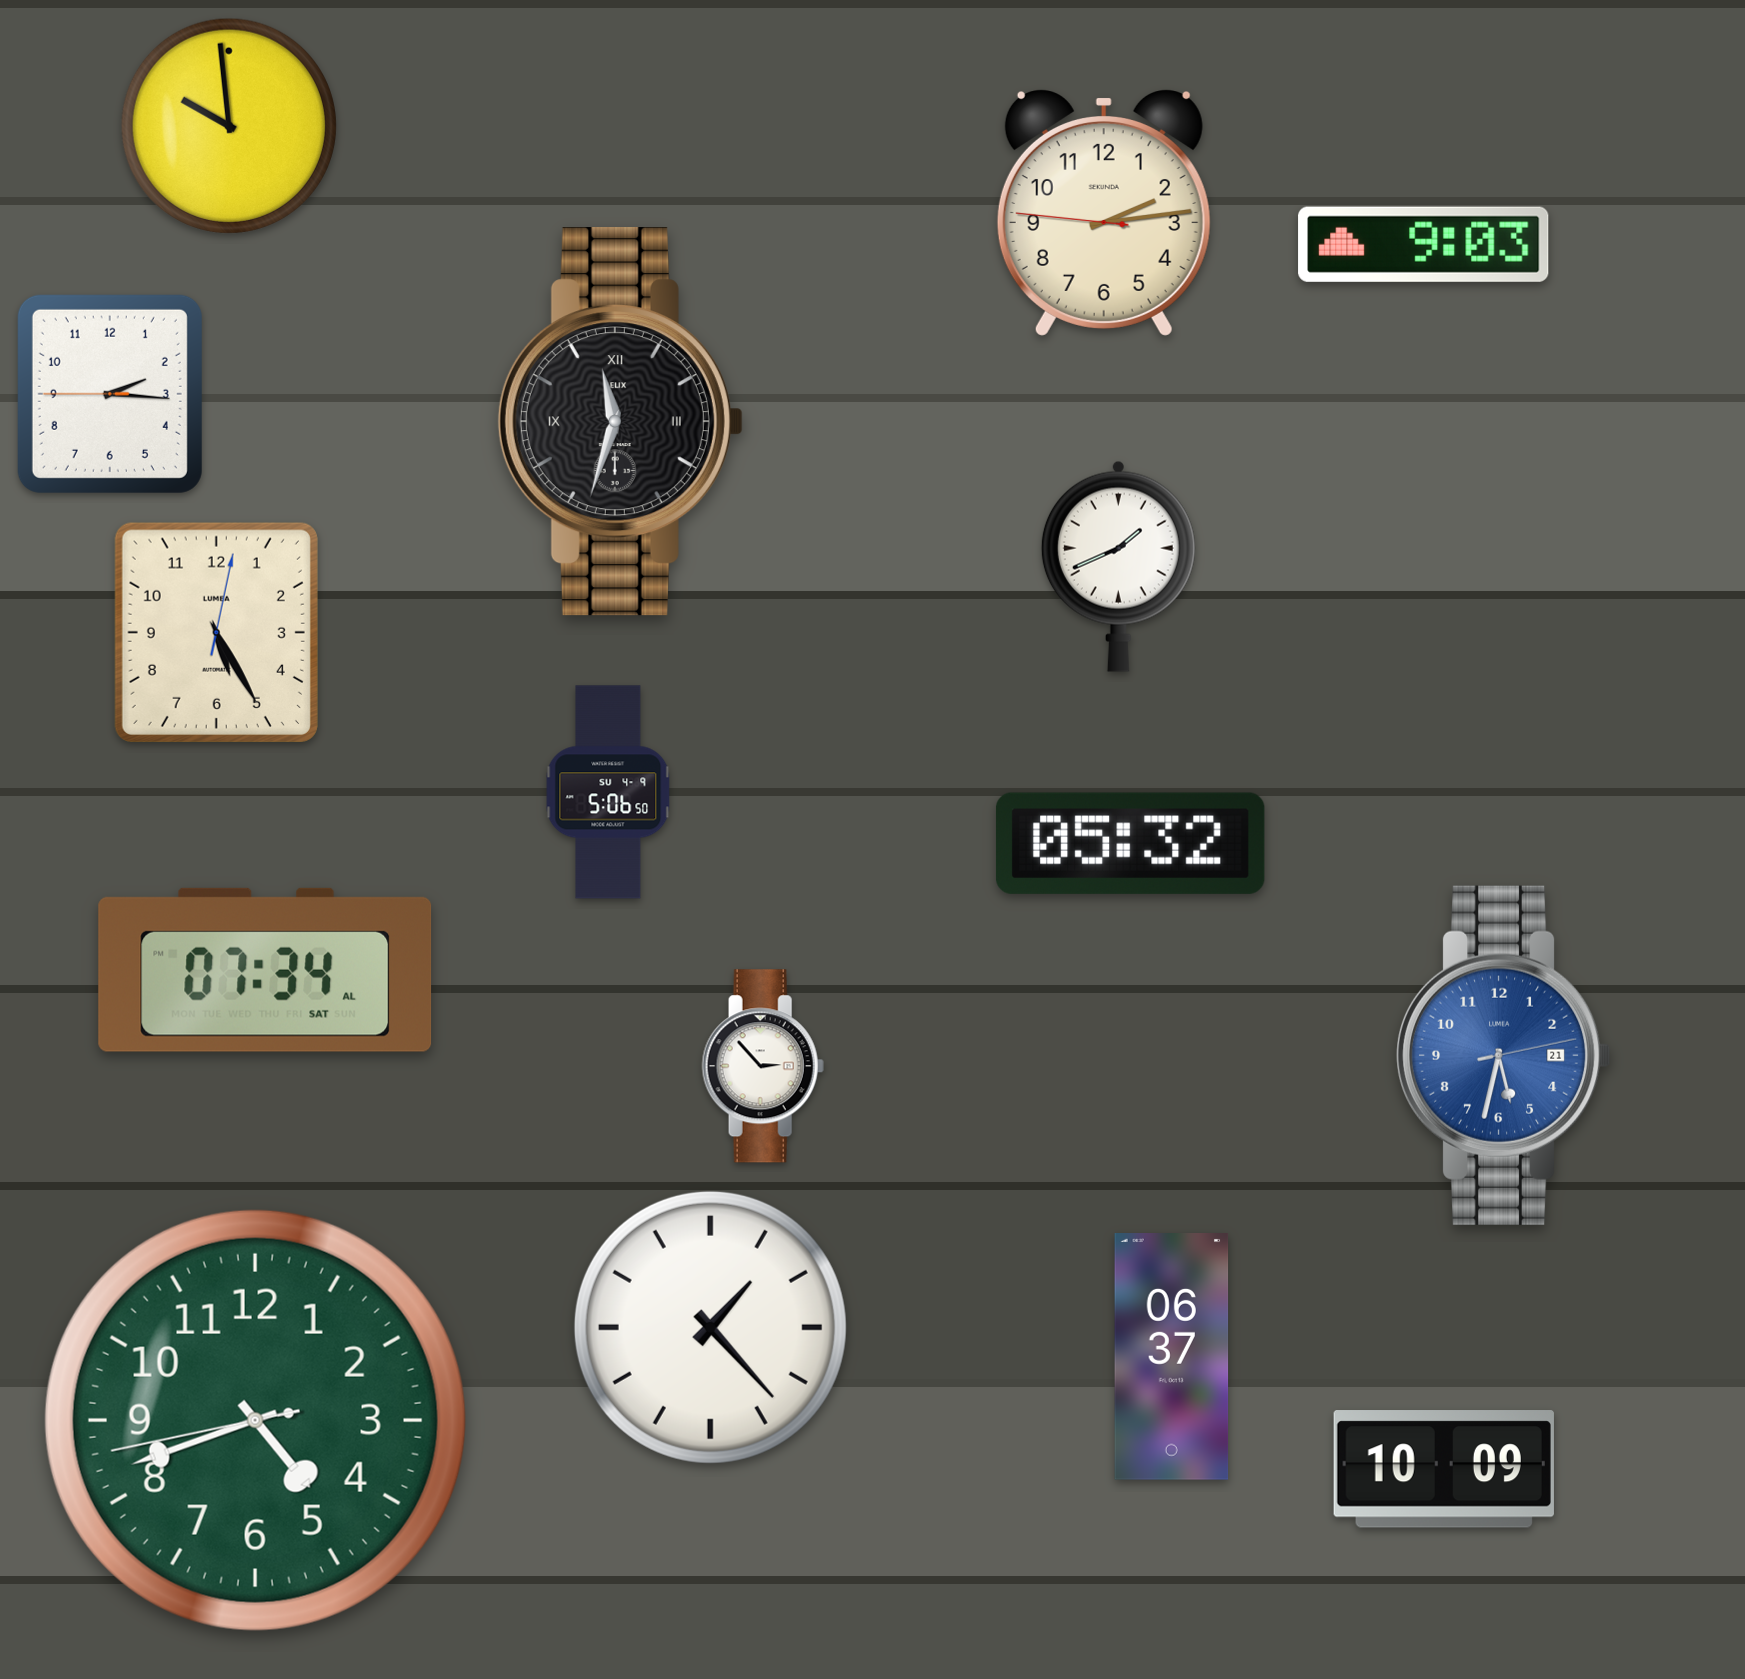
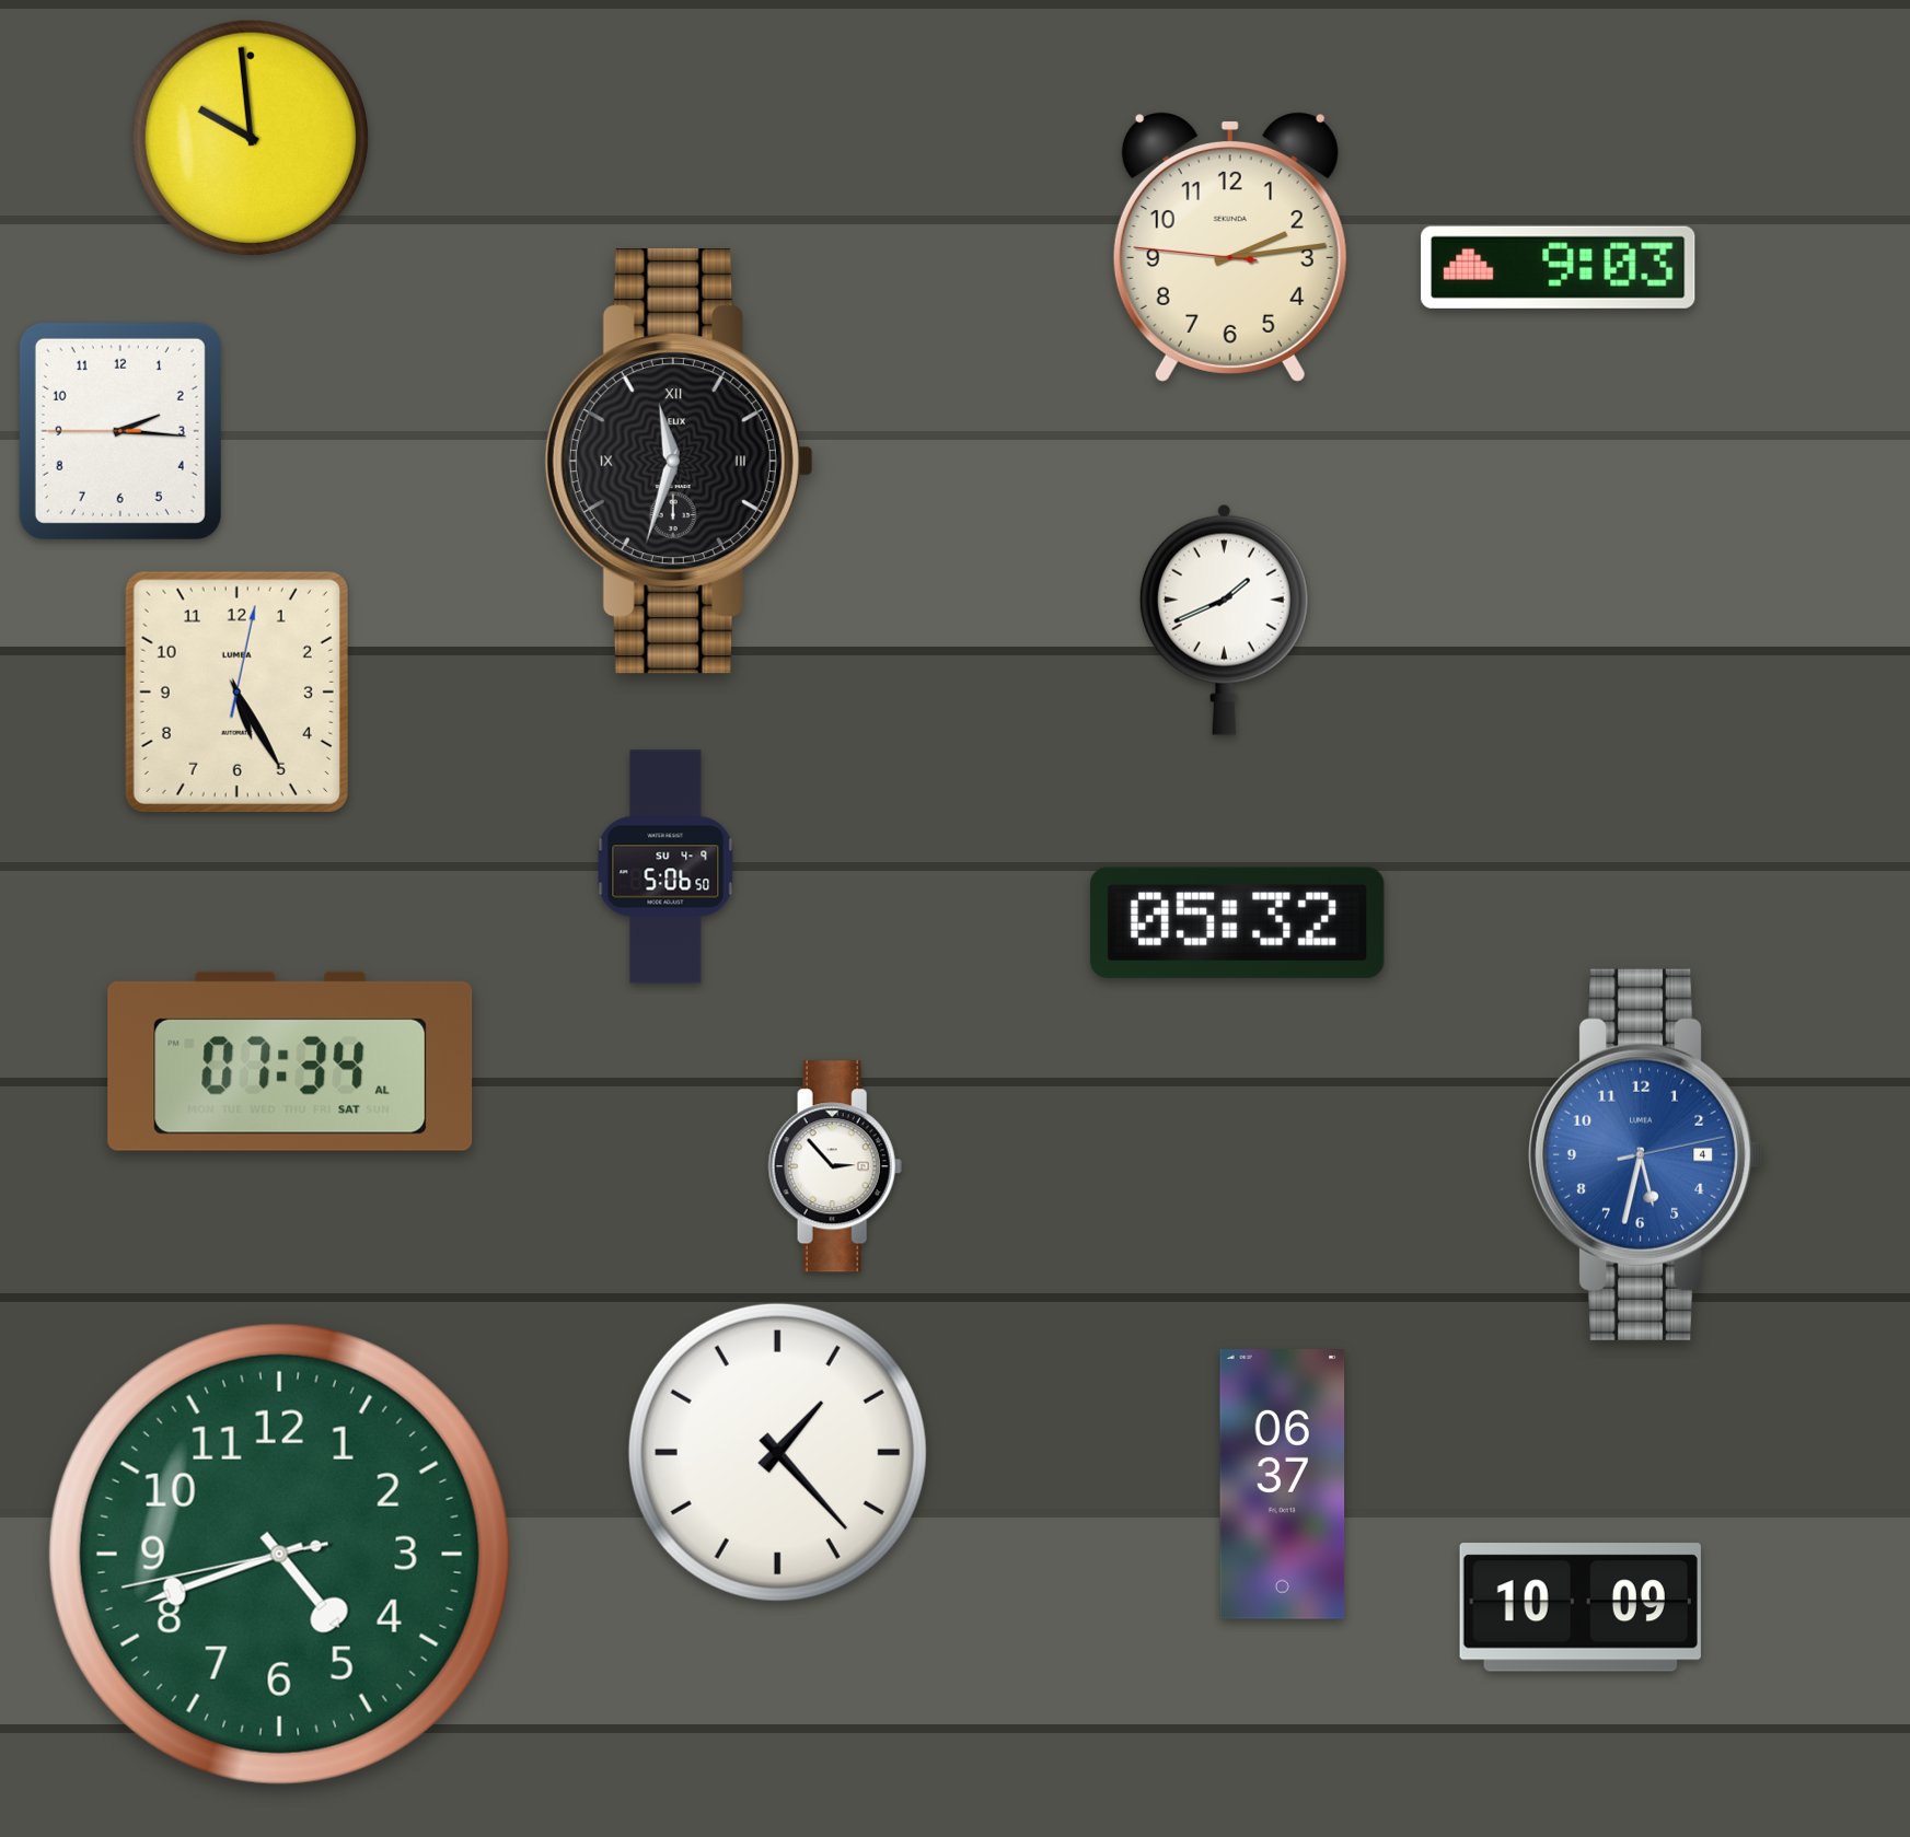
clock at (1104, 213) position: (1104, 213) -> (1230, 247)
clock at (1504, 1055) date: 21 -> 4
